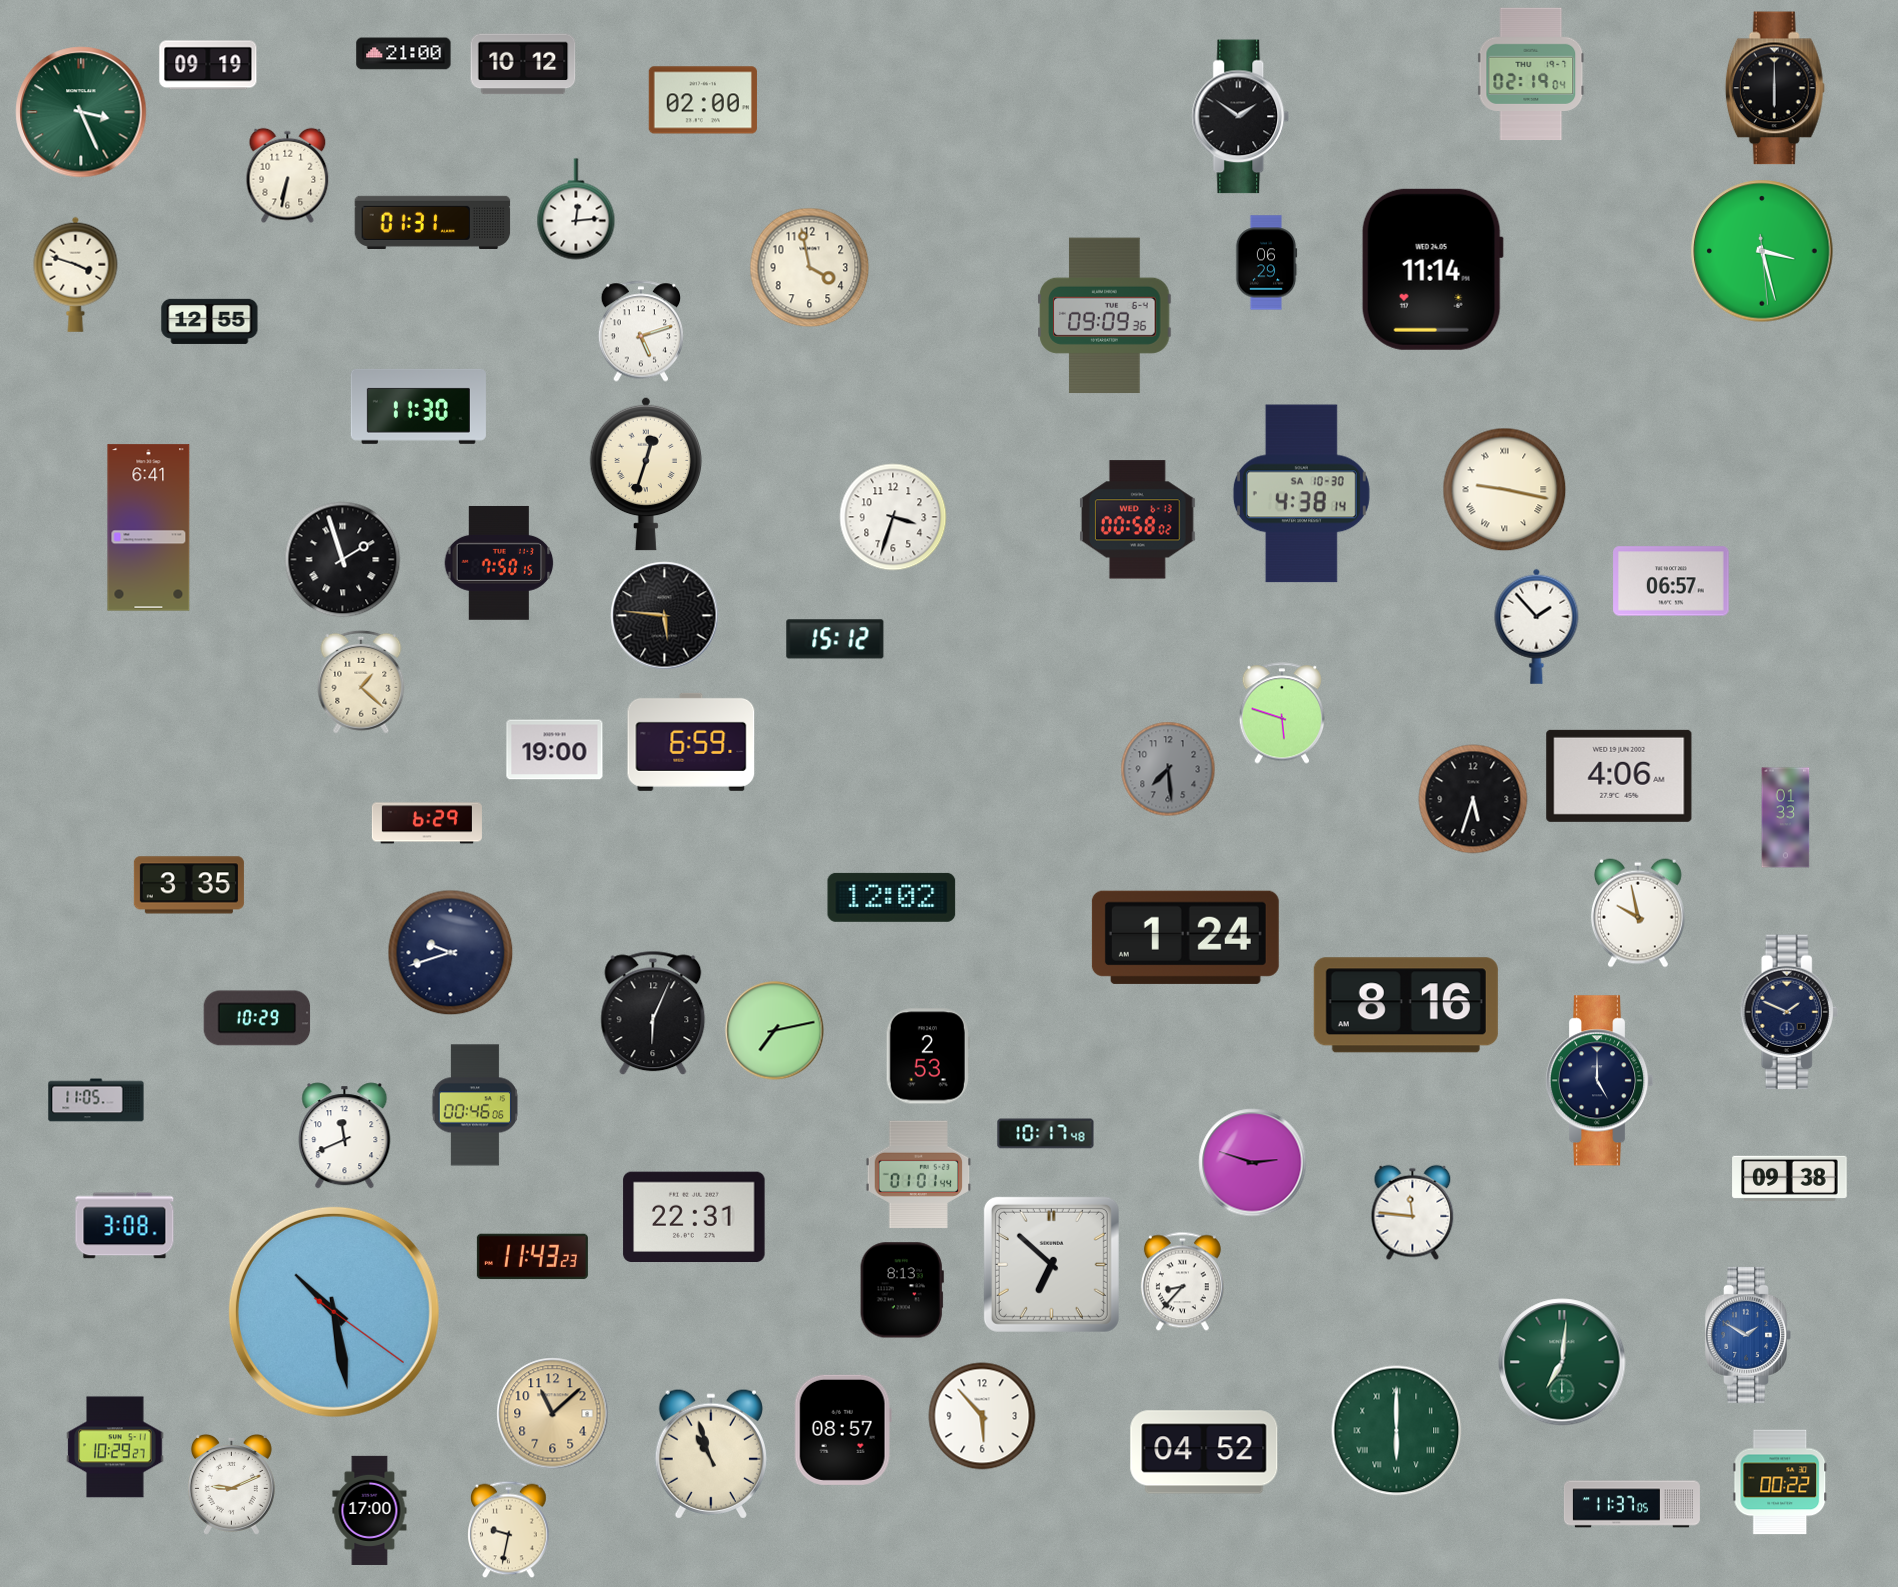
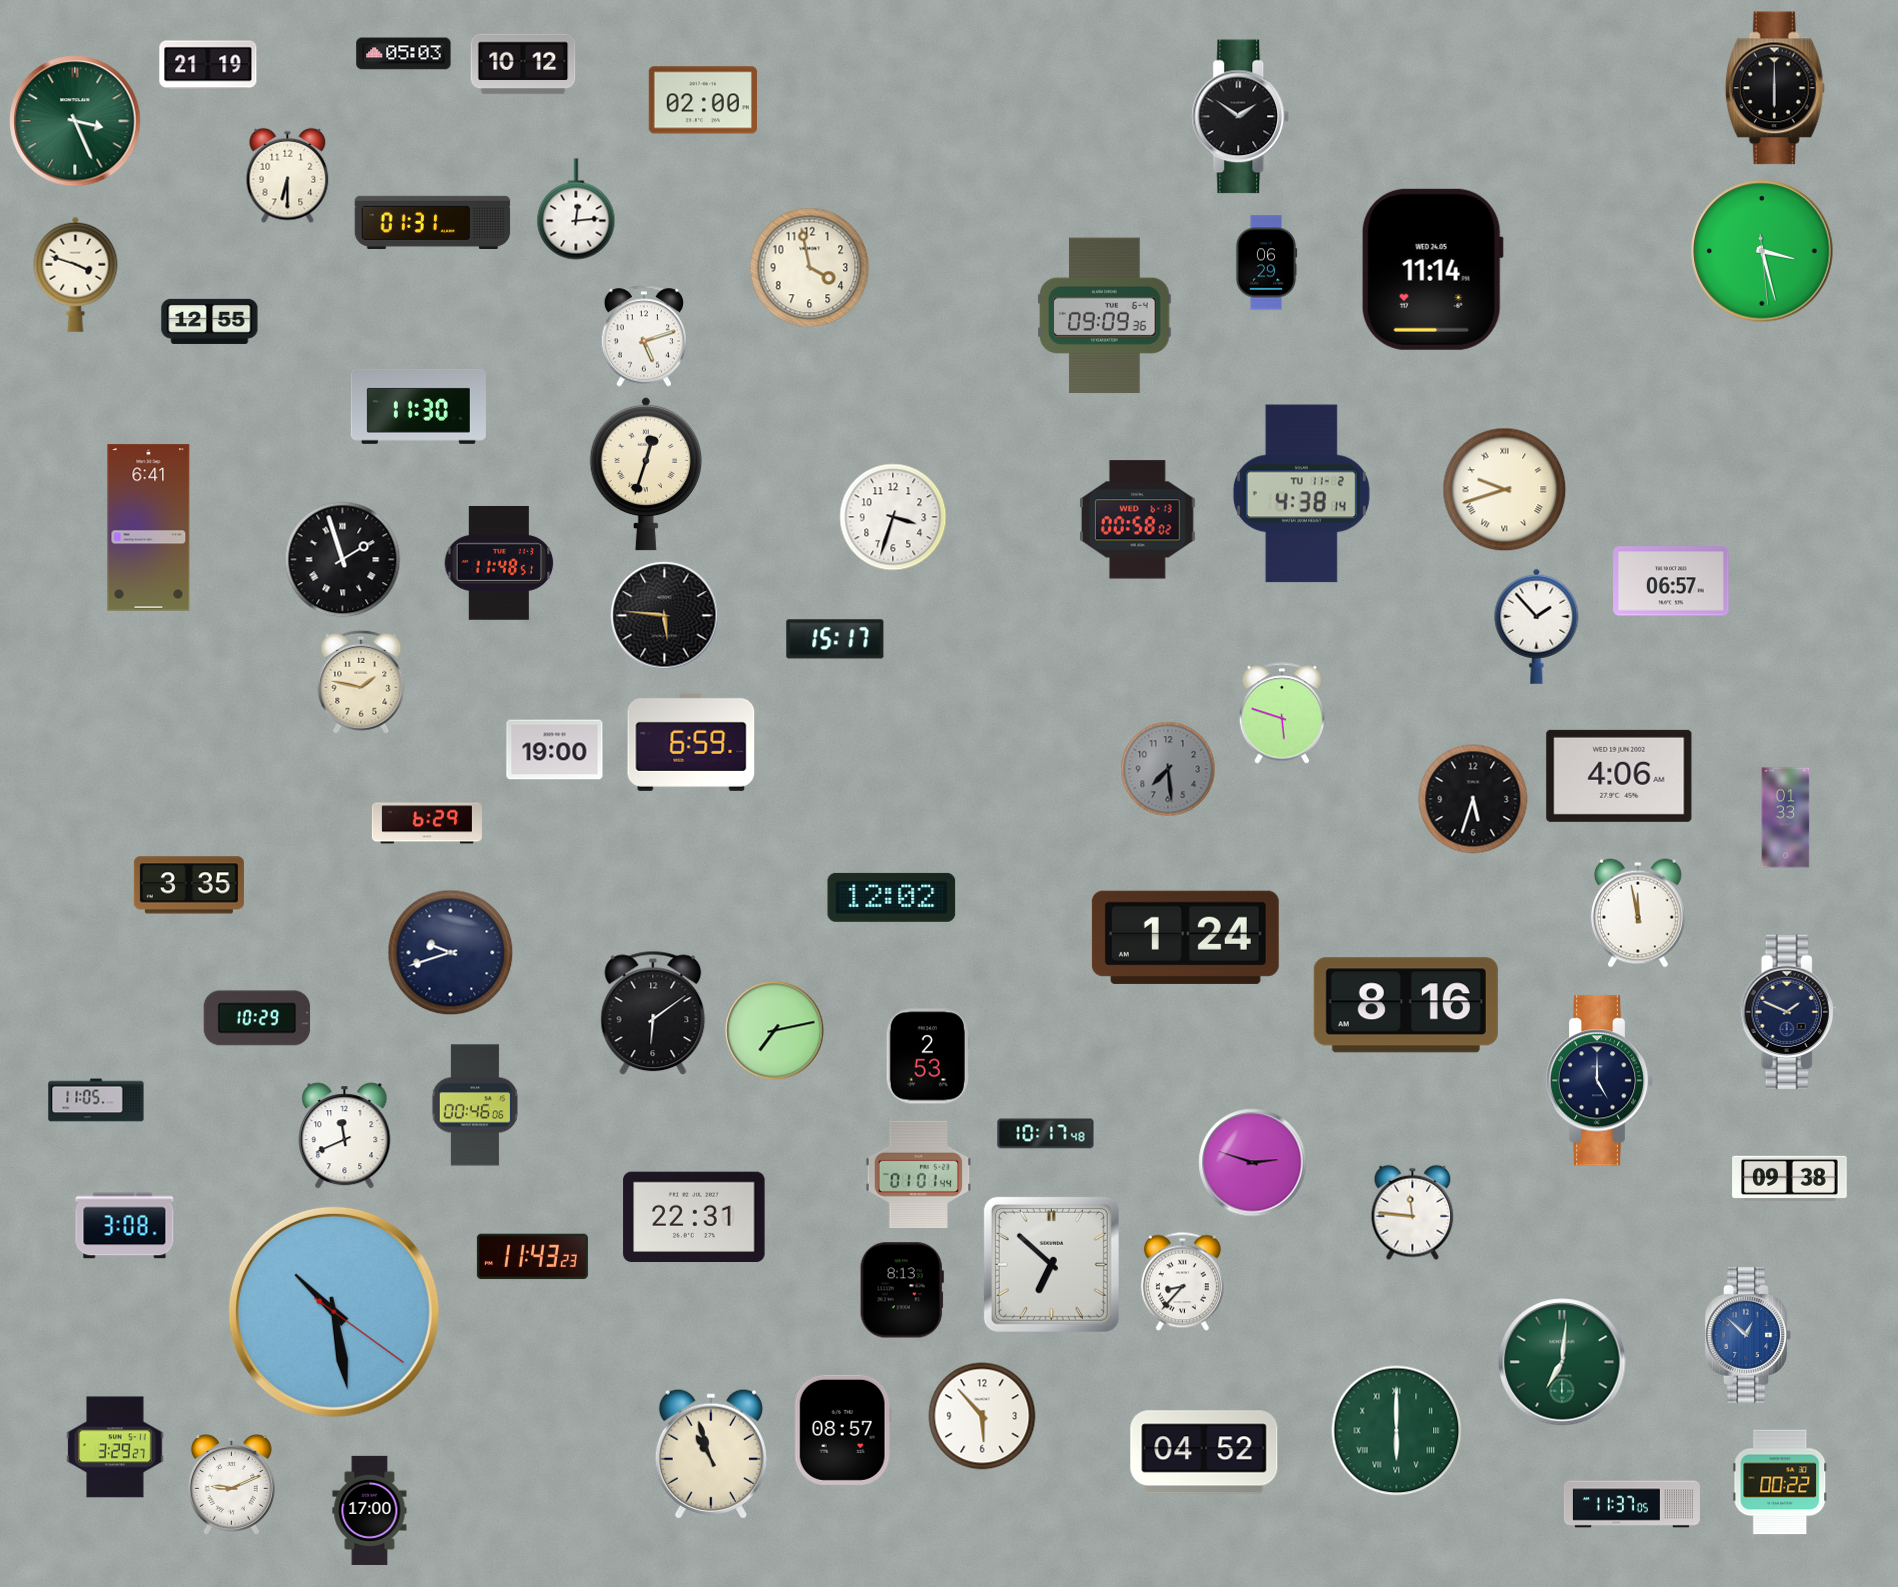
clock at (404, 54): 21:00 -> 05:03
clock at (208, 65): 09:19 -> 21:19
clock at (1531, 74): 02:19 -> none
clock at (81, 112) position: (81, 112) -> (75, 121)
clock at (288, 176): 6:32 -> 6:30
clock at (641, 331) position: (641, 331) -> (644, 336)
clock at (1505, 490): 9:17 -> 9:42
clock at (1301, 494) date: SA 10-30 -> TU 11-2
clock at (499, 563): 7:50 -> 11:48
clock at (835, 639): 15:12 -> 15:17
clock at (361, 682): 1:22 -> 1:47
clock at (1638, 913): 9:58 -> 11:58
clock at (653, 1013): 6:04 -> 6:09
clock at (1748, 1335): 1:50 -> 12:52
clock at (553, 1414): 11:08 -> none
clock at (115, 1447): 10:29 -> 3:29
clock at (509, 1530): 9:32 -> none
